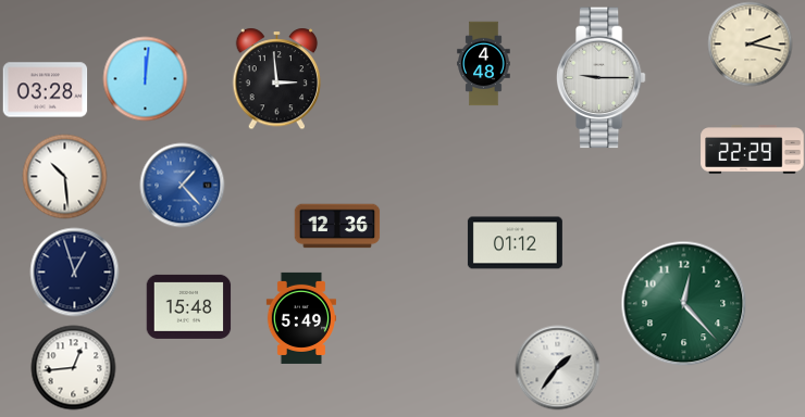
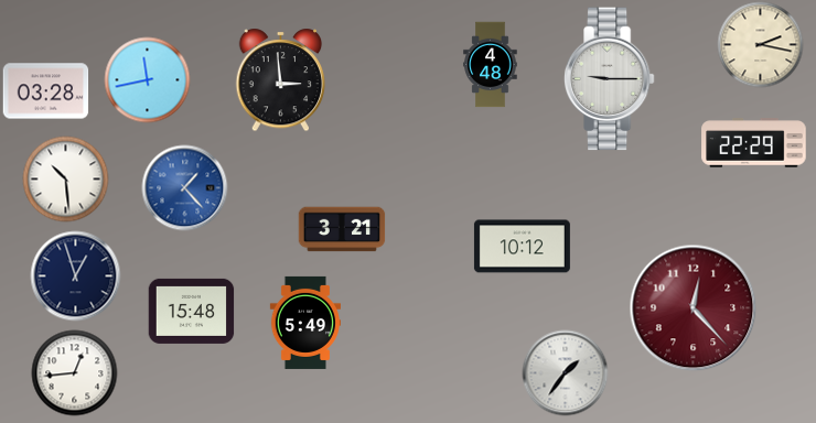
clock at (145, 78): 12:01 -> 11:43
clock at (753, 150) position: (753, 150) -> (754, 143)
clock at (337, 226): 12:36 -> 3:21
clock at (515, 243): 01:12 -> 10:12
clock at (683, 303) dial: green -> burgundy
